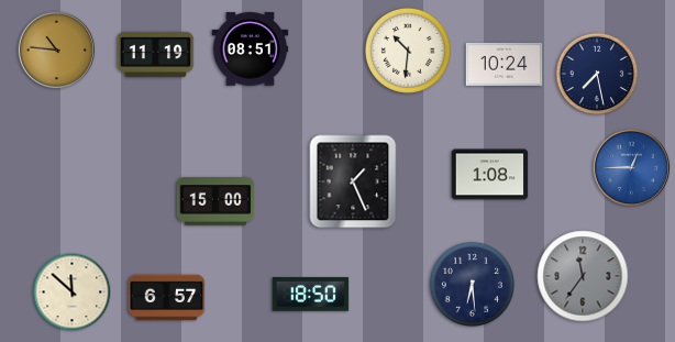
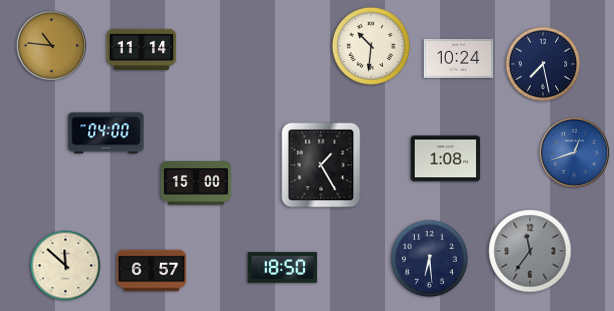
clock at (251, 49): 08:51 -> none
clock at (156, 54): 11:19 -> 11:14
clock at (597, 74) position: (597, 74) -> (543, 64)
clock at (106, 133): none -> 04:00
clock at (632, 168): 12:45 -> 12:42
clock at (353, 181): 1:26 -> 1:25
